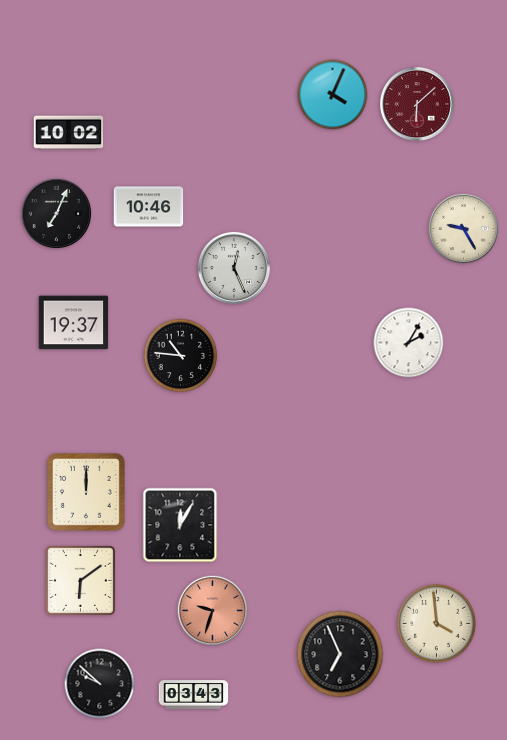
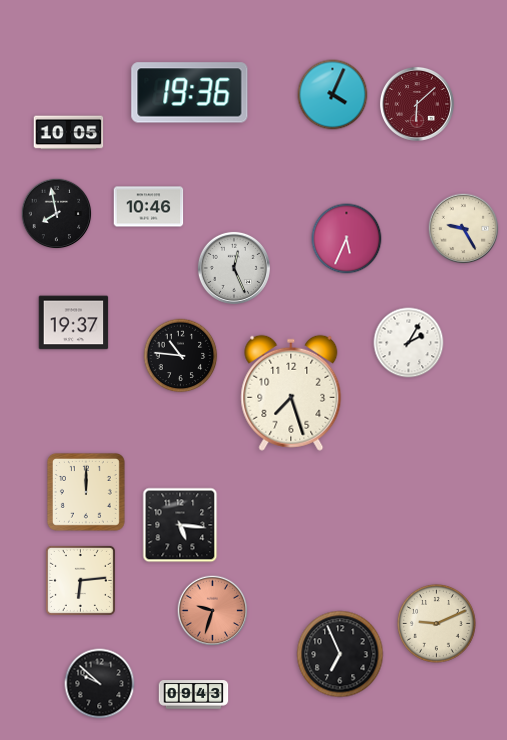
clock at (190, 93): none -> 19:36
clock at (69, 133): 10:02 -> 10:05
clock at (57, 214): 7:04 -> 7:58
clock at (347, 239): none -> 5:34
clock at (291, 393): none -> 7:27
clock at (180, 525): 12:05 -> 5:16
clock at (80, 580): 6:09 -> 6:14
clock at (436, 623): 3:59 -> 9:11
clock at (194, 695): 03:43 -> 09:43
